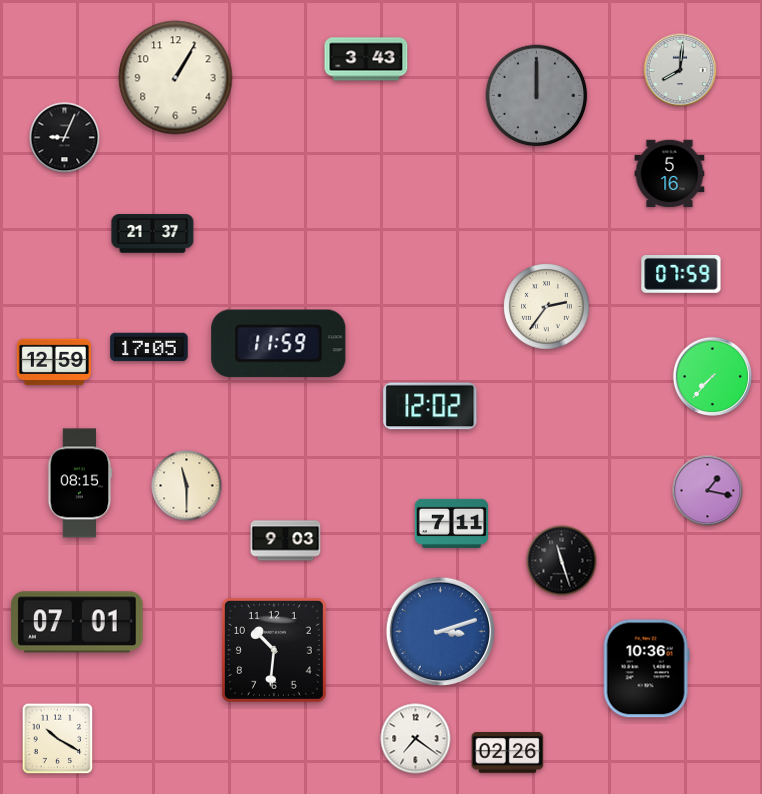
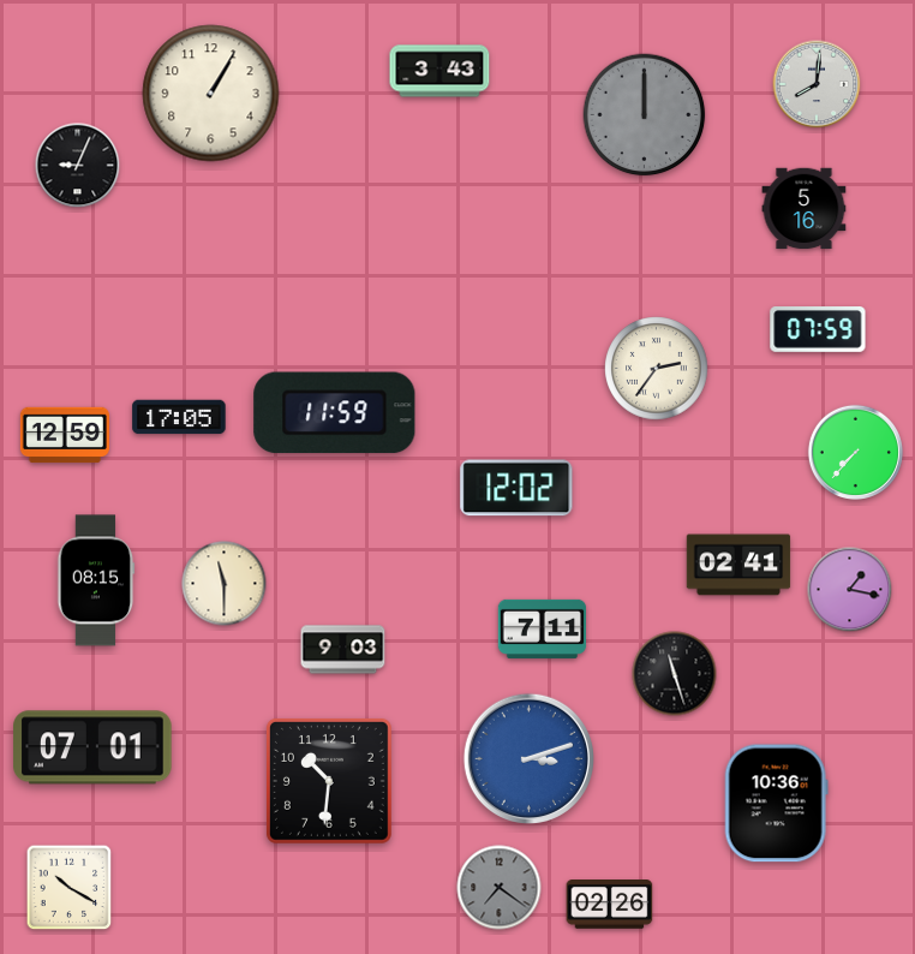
clock at (153, 234): 21:37 -> none
clock at (738, 565): none -> 02:41
clock at (416, 739) dial: white -> grey
